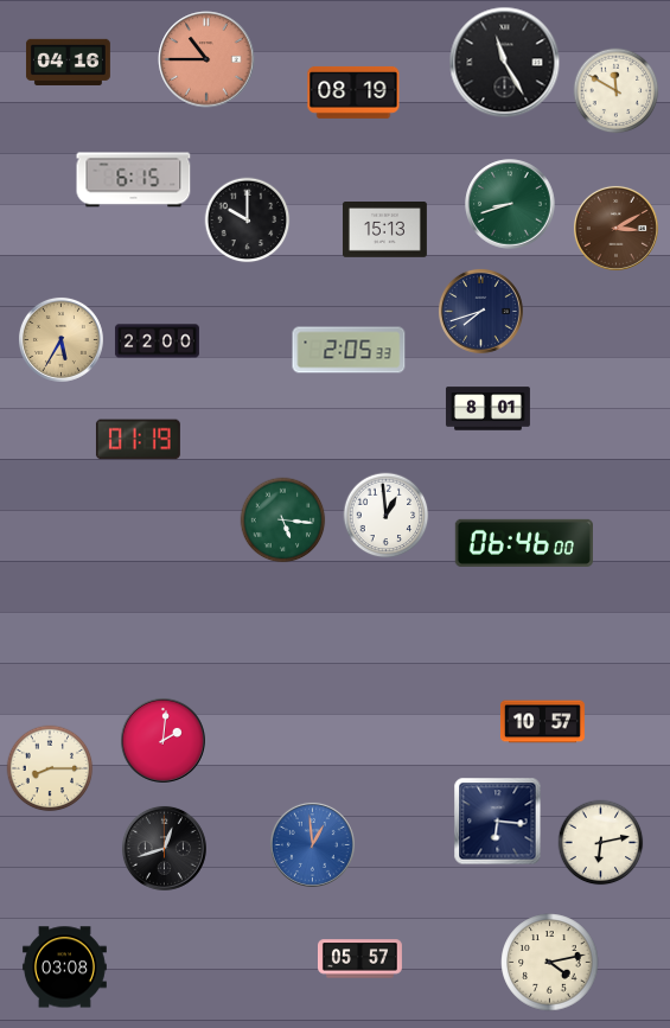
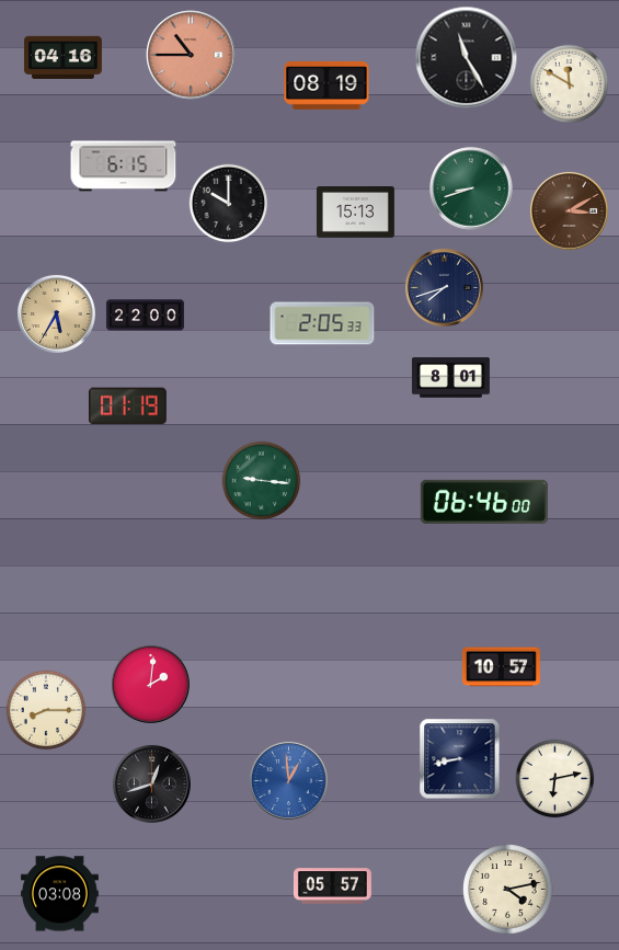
clock at (387, 516): 12:59 -> none
clock at (283, 521): 5:16 -> 9:16
clock at (498, 822): 6:16 -> 8:43
